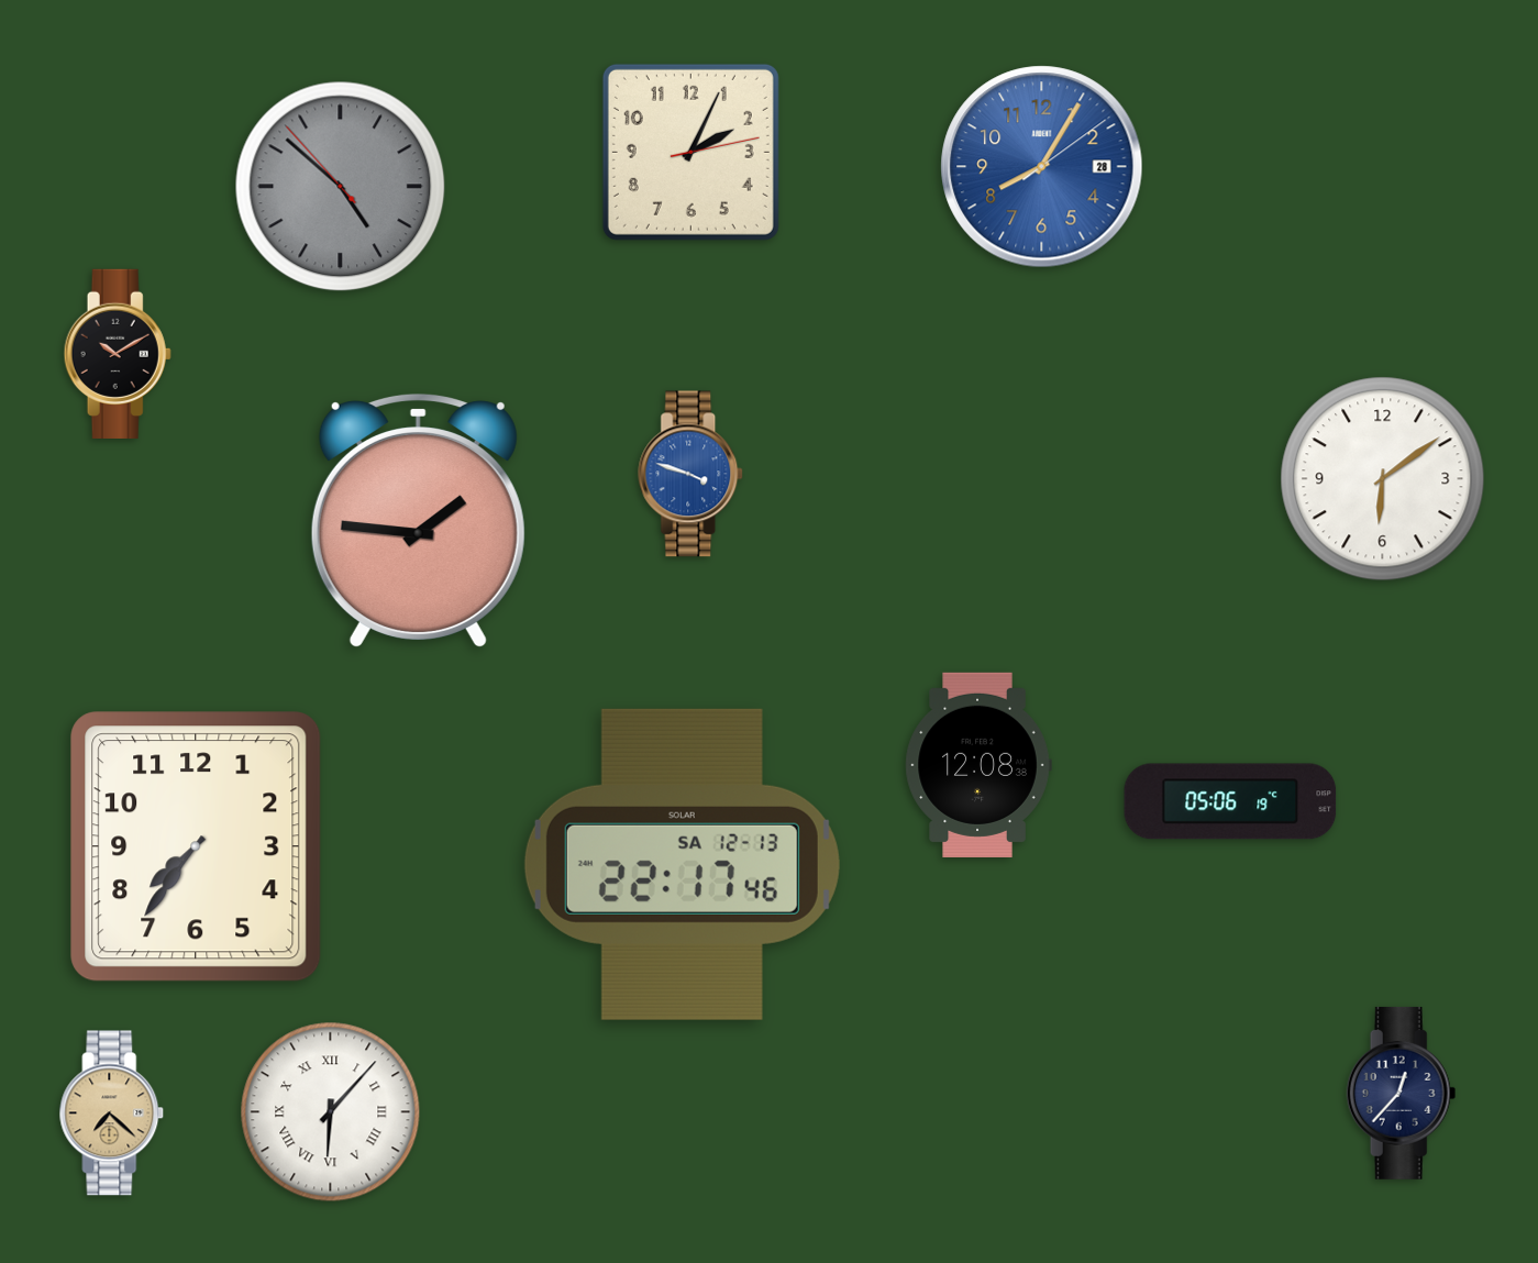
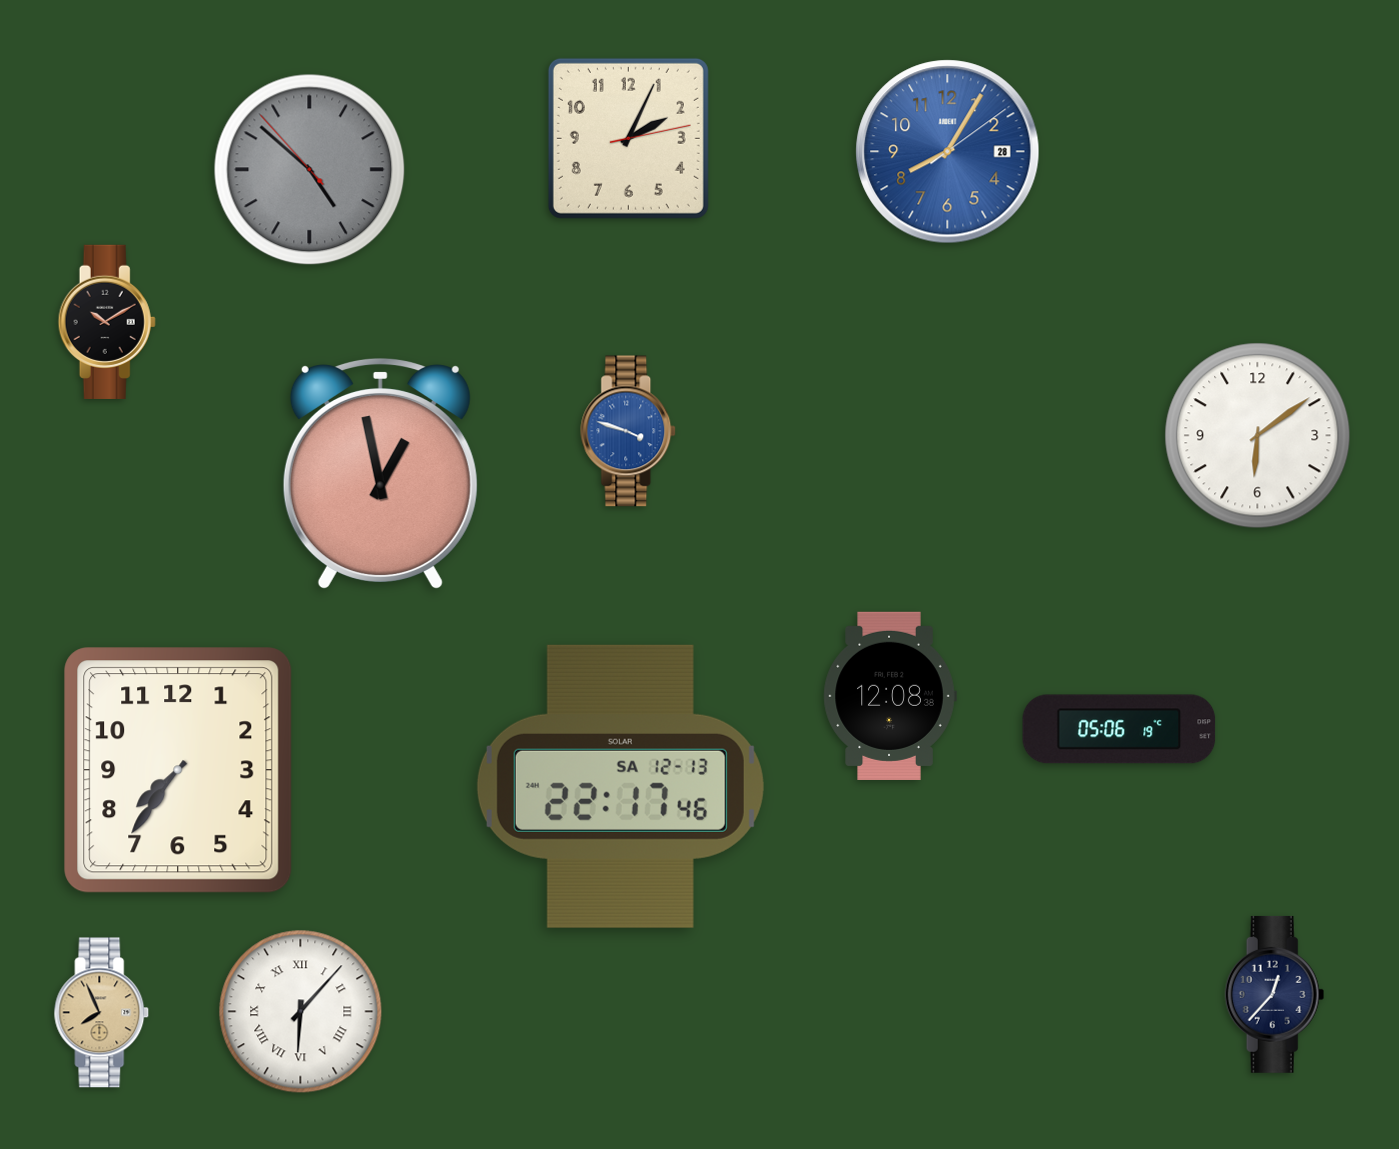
clock at (418, 521): 1:46 -> 12:58
clock at (112, 1114): 7:22 -> 7:56
